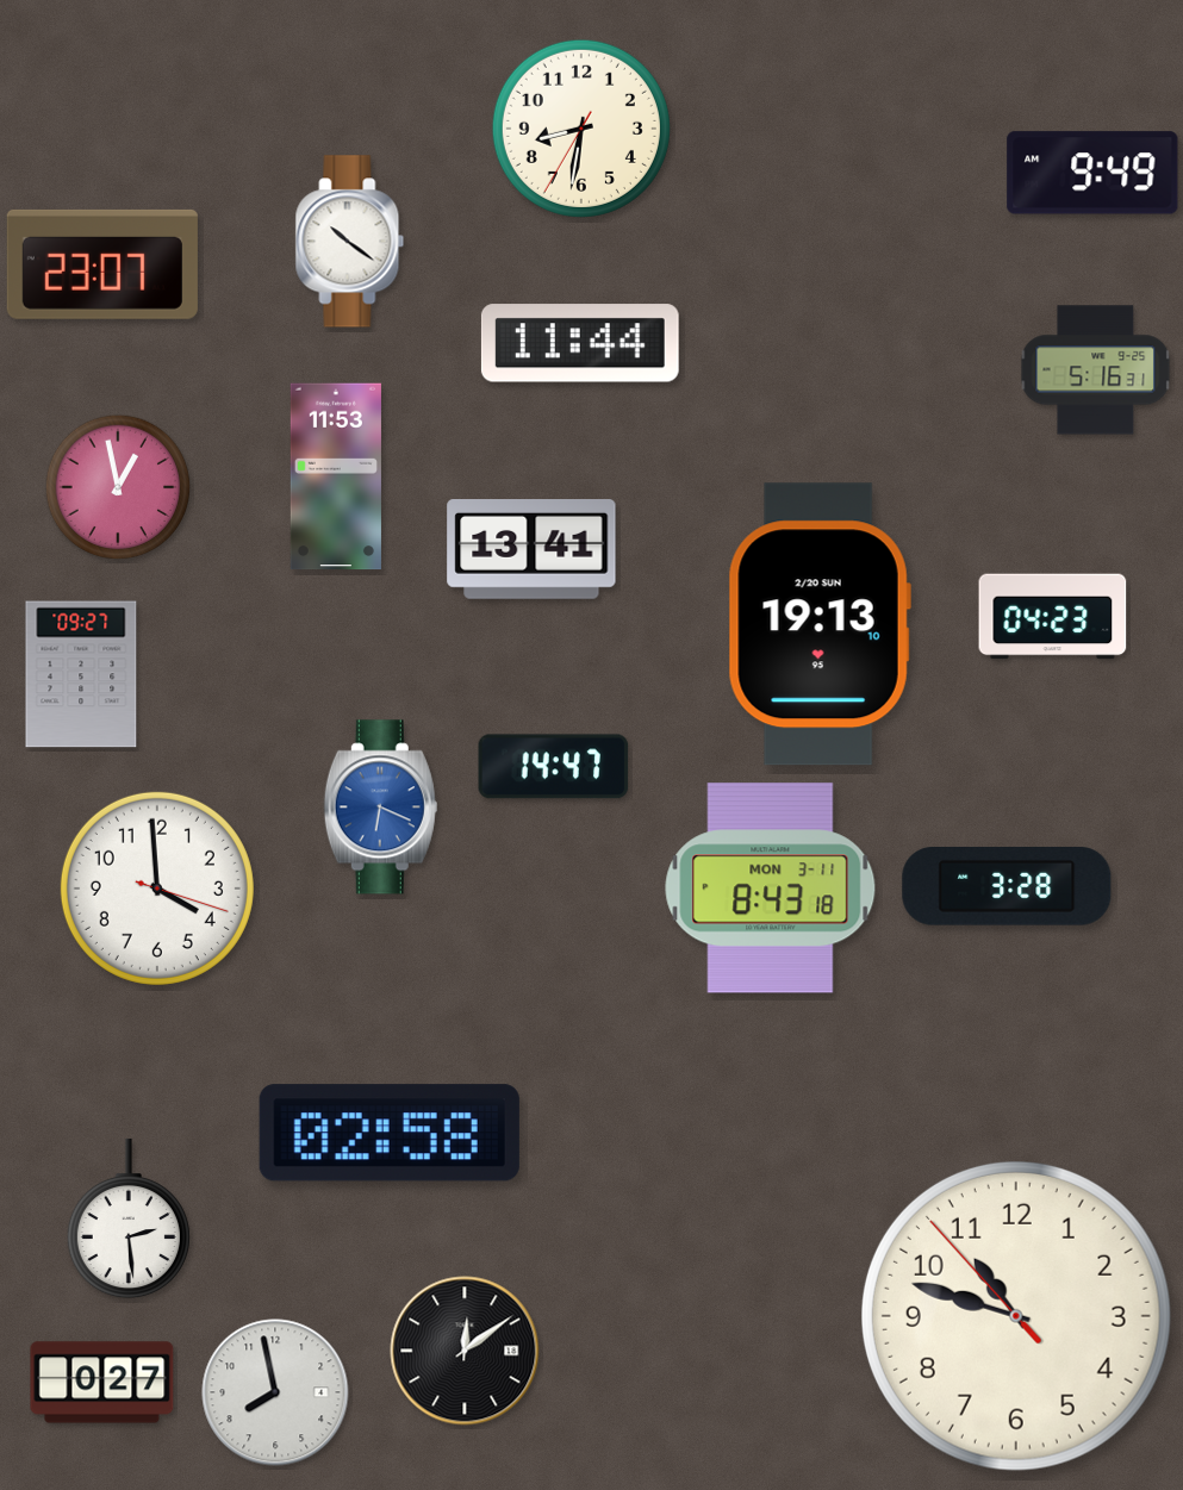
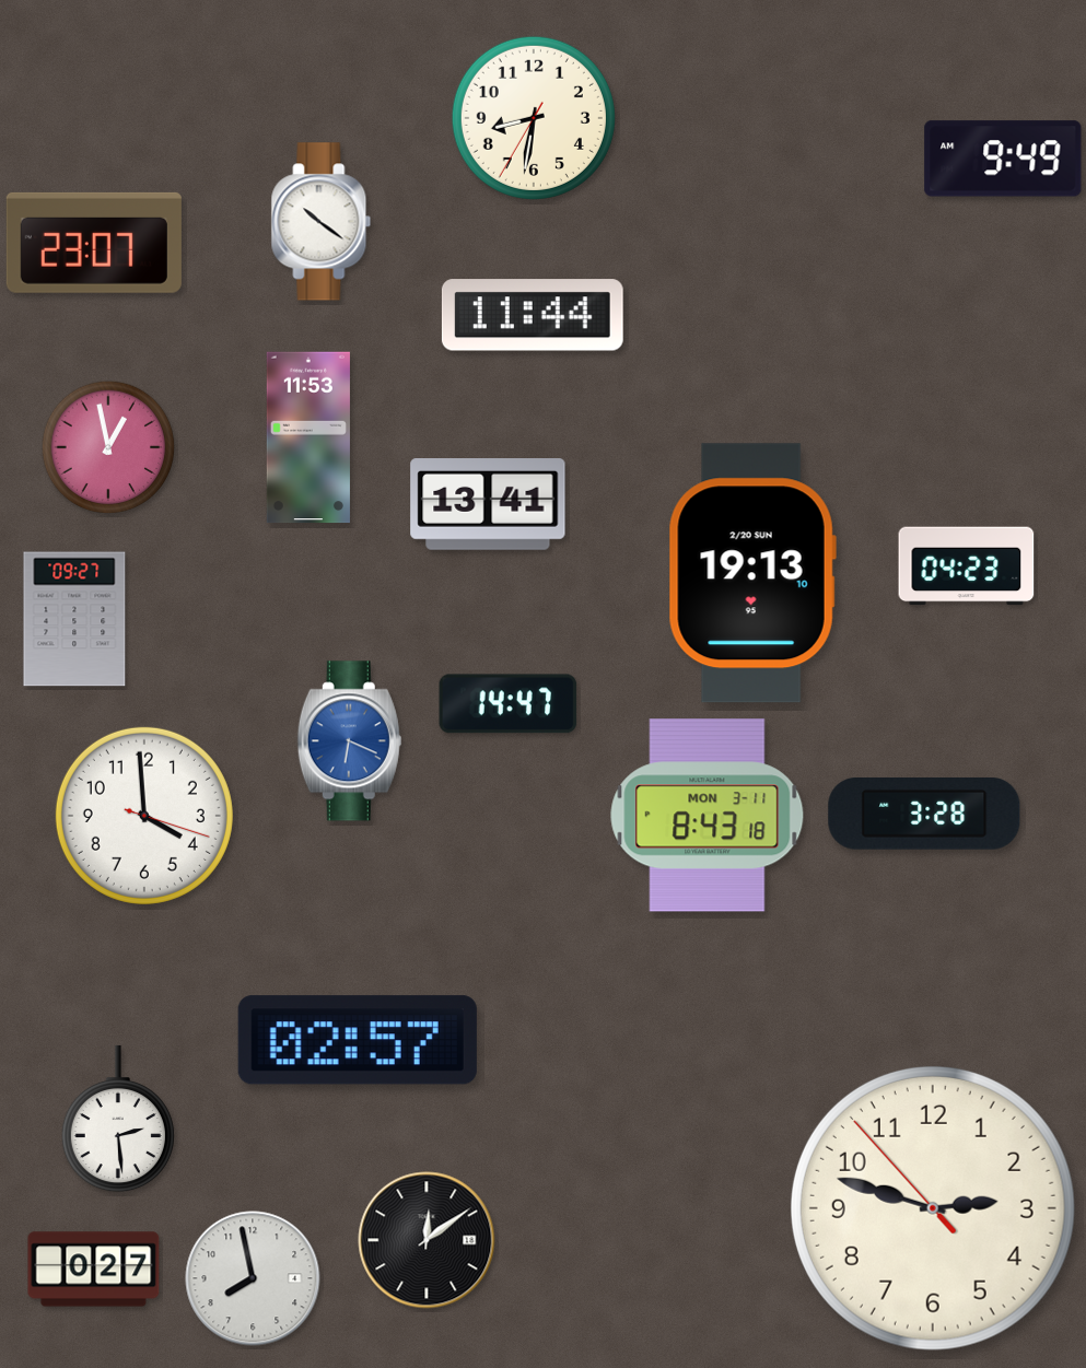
clock at (1096, 370): 5:16 -> none
clock at (390, 1133): 02:58 -> 02:57
clock at (1016, 1316): 10:47 -> 2:47
